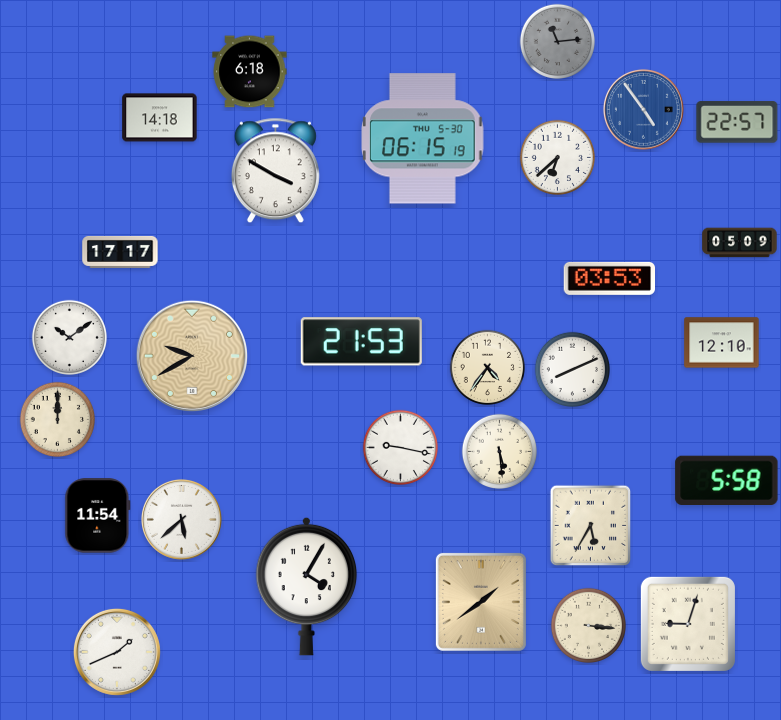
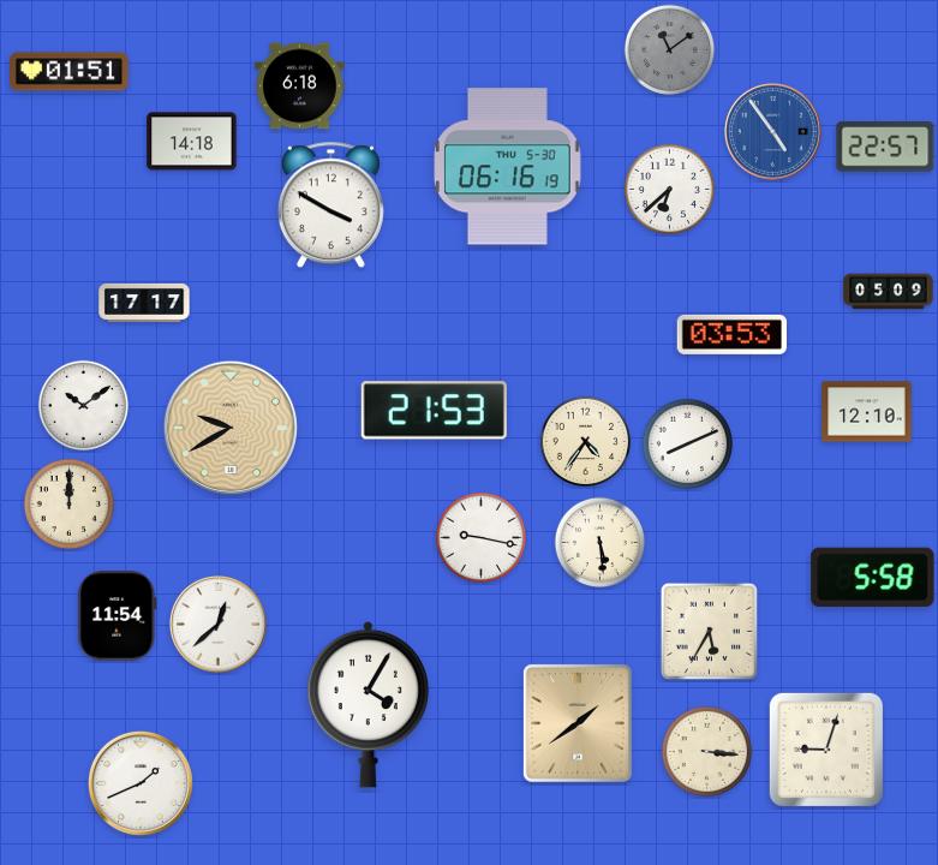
clock at (557, 41): 11:14 -> 11:09
clock at (70, 72): none -> 01:51
clock at (423, 139): 06:15 -> 06:16
clock at (98, 516) position: (98, 516) -> (118, 616)
clock at (181, 519): 5:38 -> 12:38
